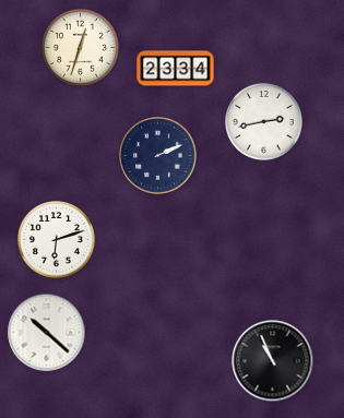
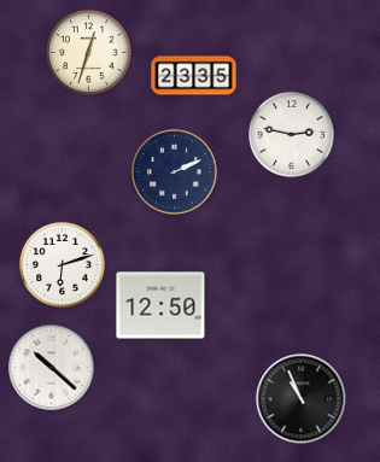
clock at (176, 69): 23:34 -> 23:35
clock at (264, 122): 2:43 -> 2:47
clock at (160, 305): none -> 12:50
